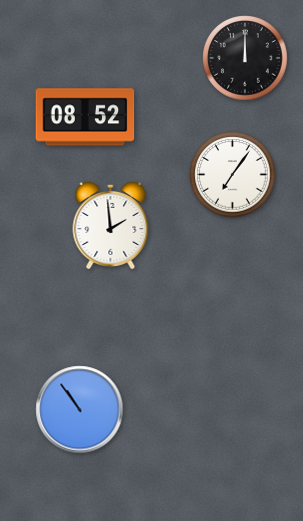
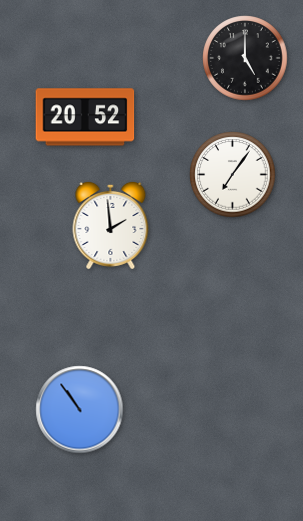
clock at (245, 58): 12:00 -> 5:00
clock at (85, 117): 08:52 -> 20:52
